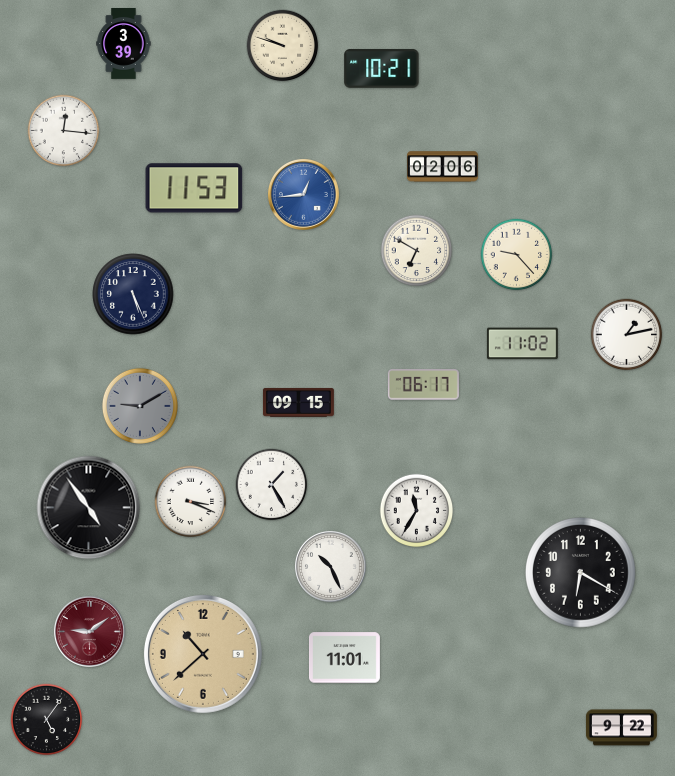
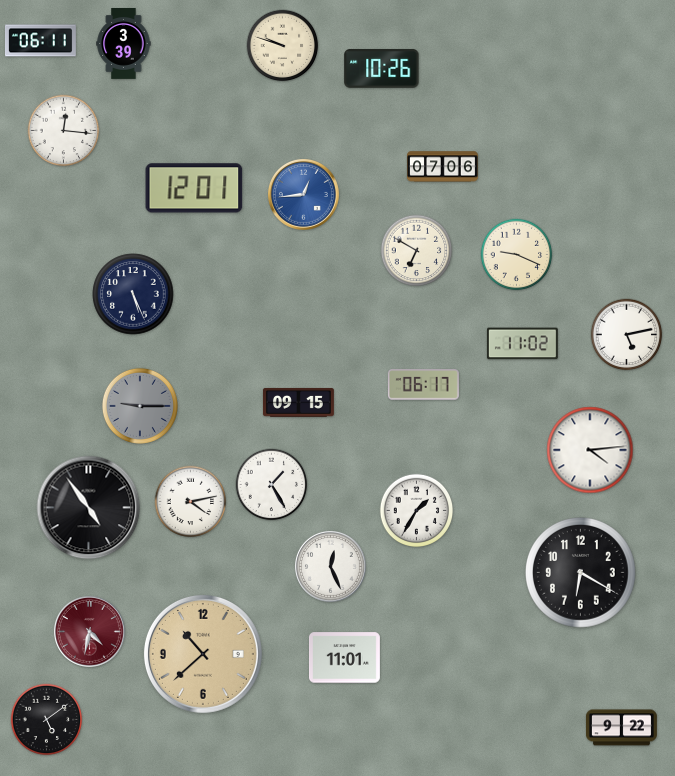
clock at (40, 41): none -> 06:11
clock at (382, 69): 10:21 -> 10:26
clock at (442, 167): 02:06 -> 07:06
clock at (194, 188): 11:53 -> 12:01
clock at (517, 255): 9:23 -> 9:19
clock at (627, 335): 1:13 -> 5:13
clock at (140, 406): 9:10 -> 9:15
clock at (590, 450): none -> 4:14
clock at (191, 502): 3:19 -> 4:13
clock at (417, 511): 11:35 -> 1:35
clock at (330, 566): 10:26 -> 12:26
clock at (89, 631): 9:09 -> 4:32
clock at (47, 720): 5:06 -> 5:09
